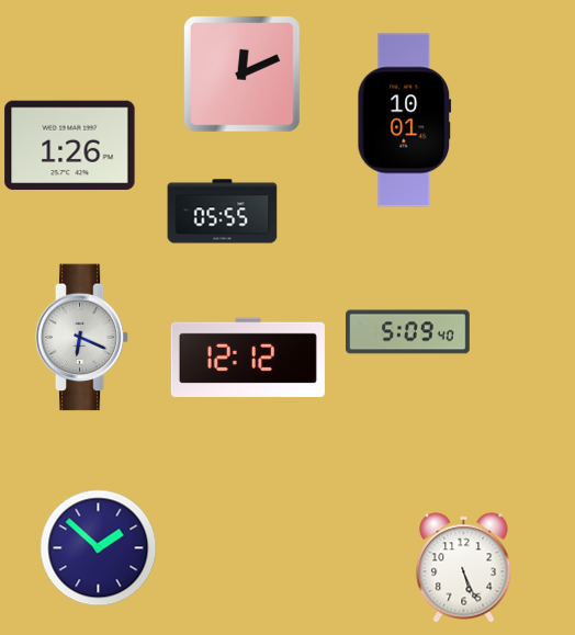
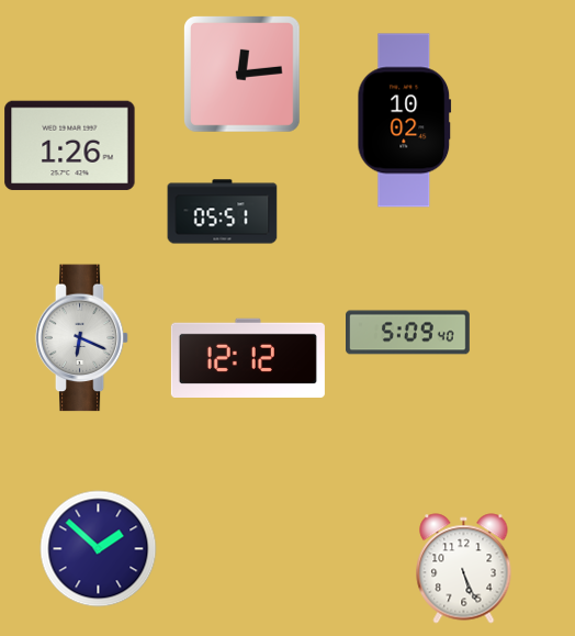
clock at (243, 75): 12:11 -> 12:14
clock at (405, 121): 10:01 -> 10:02
clock at (223, 212): 05:55 -> 05:51
